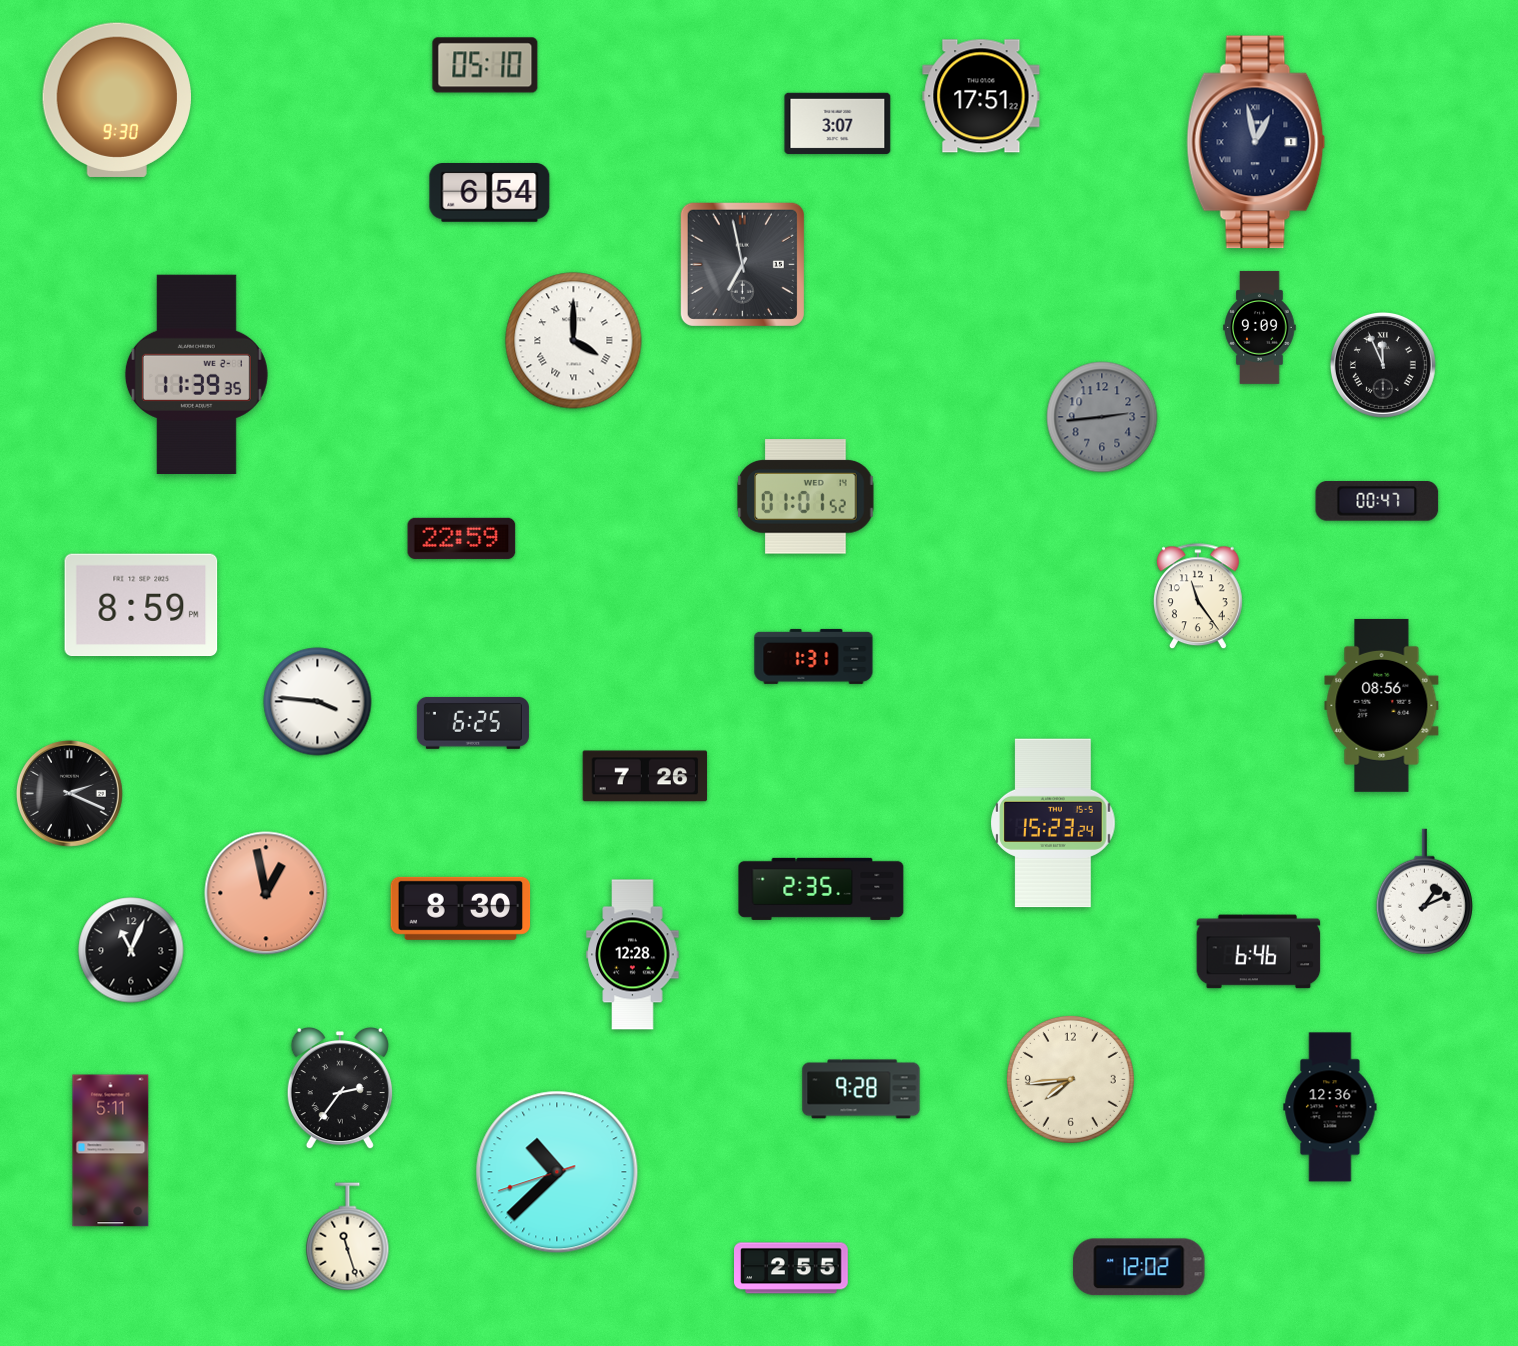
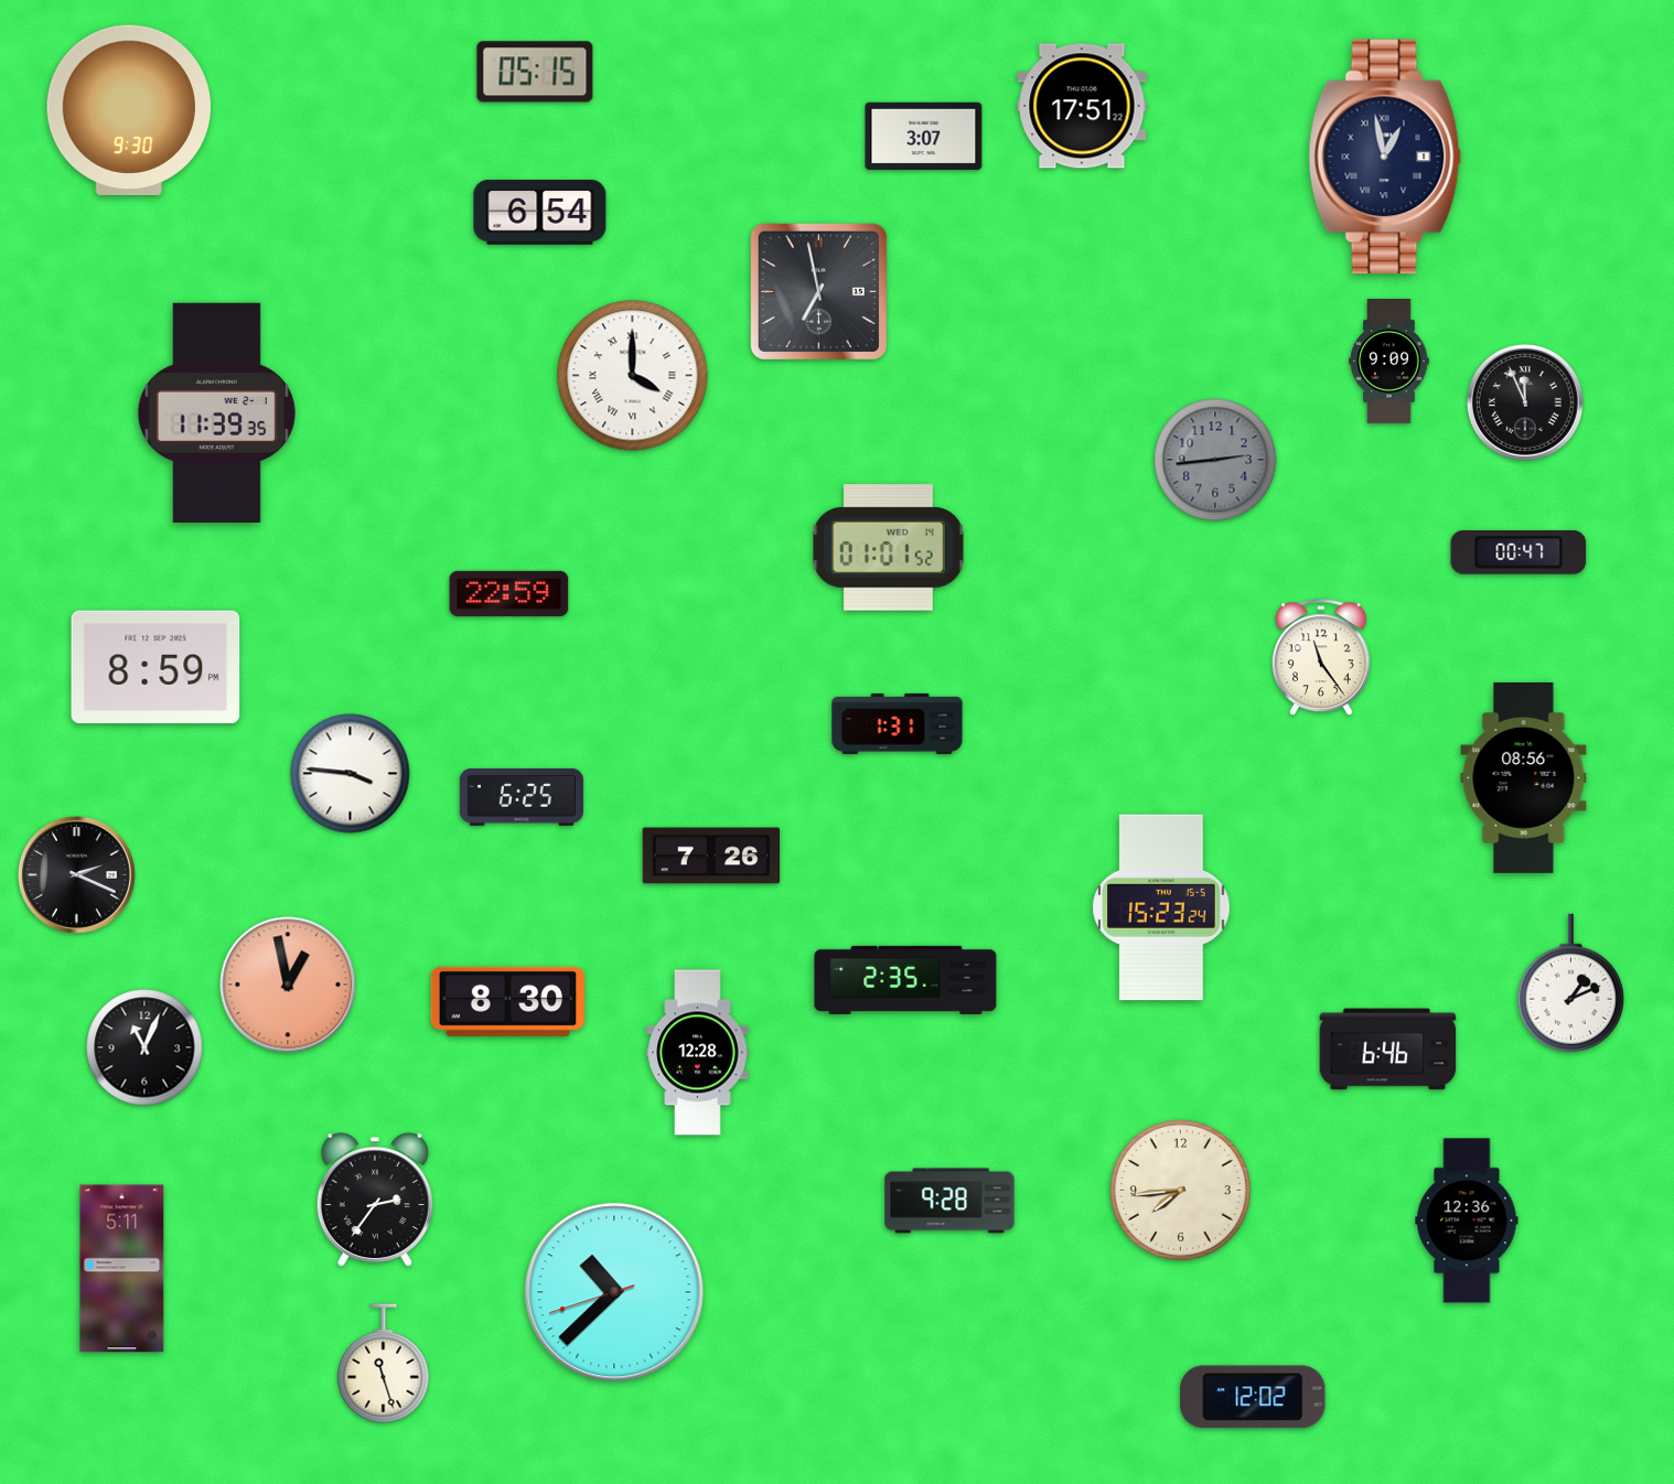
clock at (485, 65): 05:10 -> 05:15
clock at (266, 893) position: (266, 893) -> (288, 985)
clock at (1139, 1267) position: (1139, 1267) -> (1253, 1397)
clock at (792, 1268): 2:55 -> none
